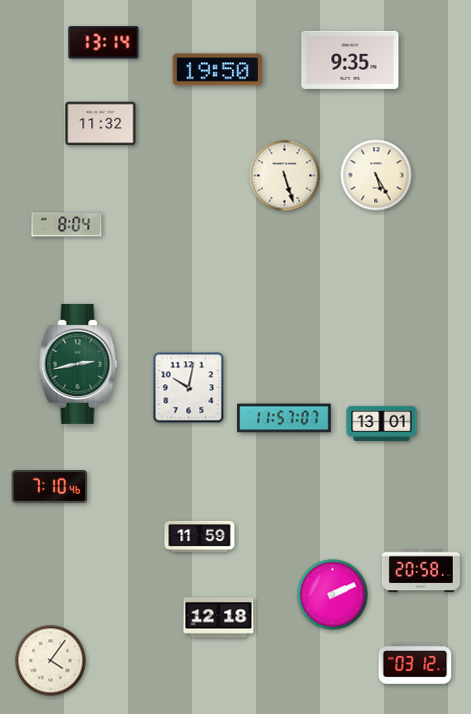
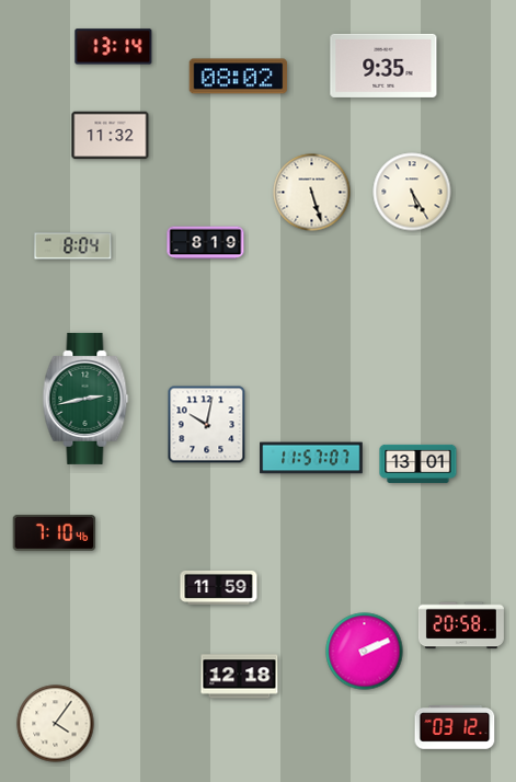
clock at (218, 70): 19:50 -> 08:02
clock at (206, 243): none -> 8:19
